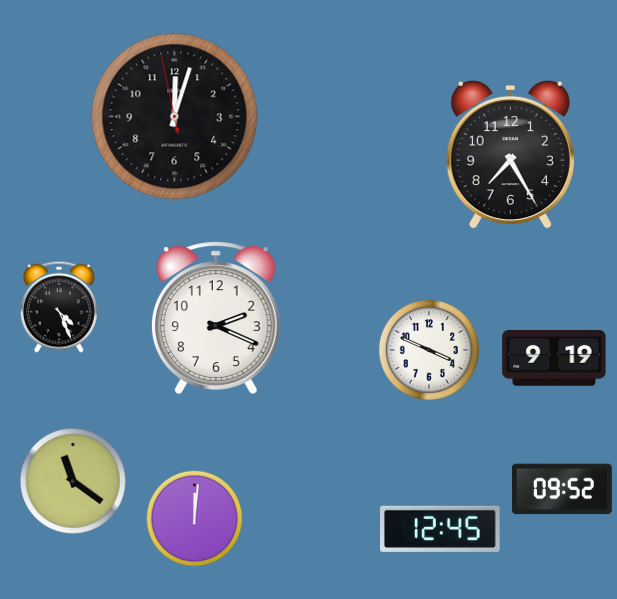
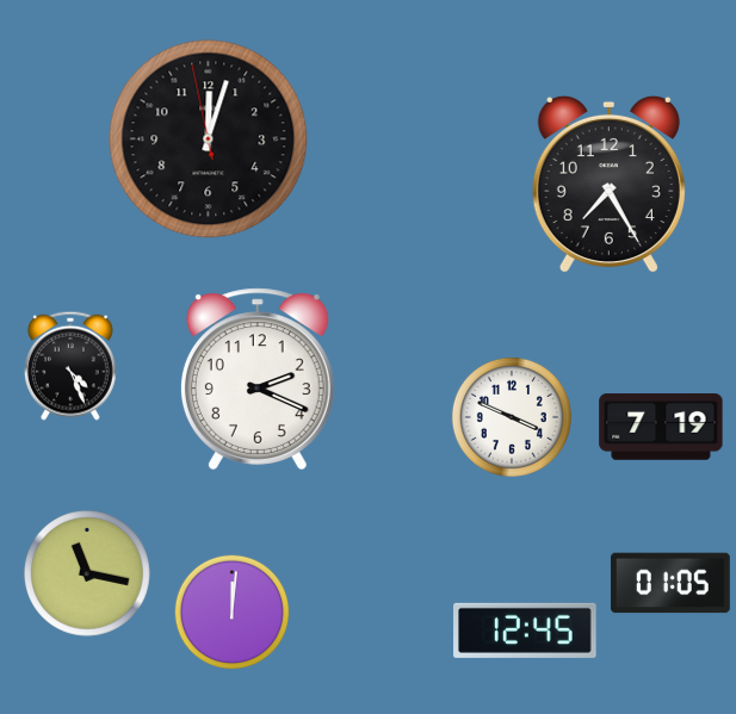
clock at (554, 358): 9:19 -> 7:19
clock at (74, 482): 11:21 -> 11:17
clock at (562, 489): 09:52 -> 01:05
clock at (195, 519) position: (195, 519) -> (233, 613)
